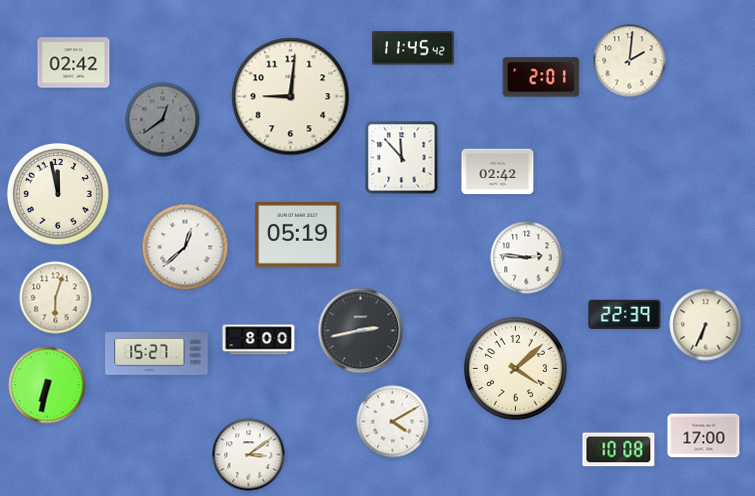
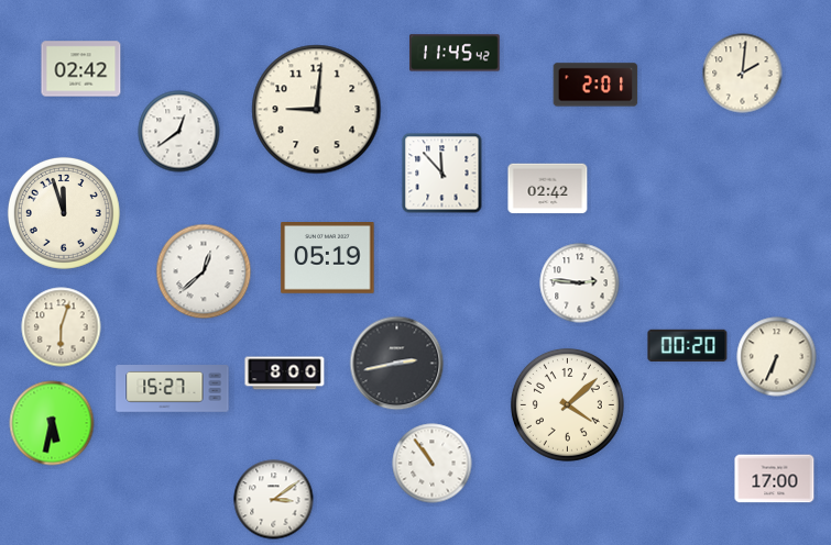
clock at (630, 61) position: (630, 61) -> (743, 74)
clock at (291, 97) position: (291, 97) -> (317, 110)
clock at (163, 120) dial: grey -> white
clock at (58, 194): 11:58 -> 11:57
clock at (625, 314): 22:39 -> 00:20
clock at (47, 385): 6:32 -> 5:32
clock at (393, 422): 4:10 -> 10:54
clock at (619, 450): 10:08 -> none
